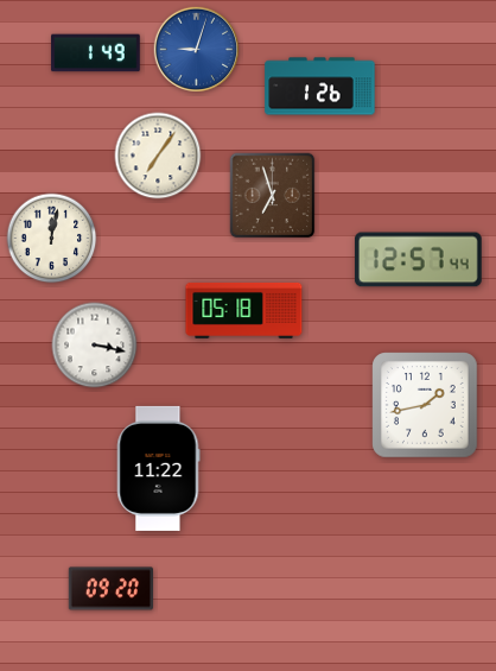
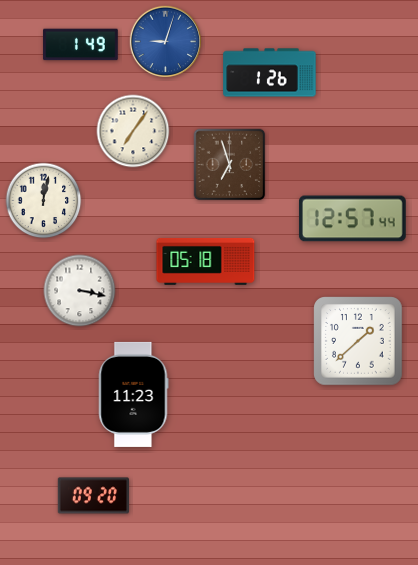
clock at (425, 405): 1:43 -> 1:38
clock at (159, 468): 11:22 -> 11:23
